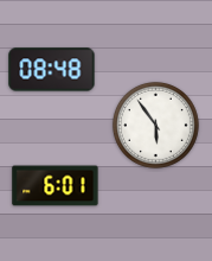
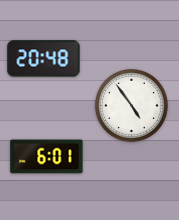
clock at (52, 70): 08:48 -> 20:48
clock at (155, 125): 5:54 -> 4:54
